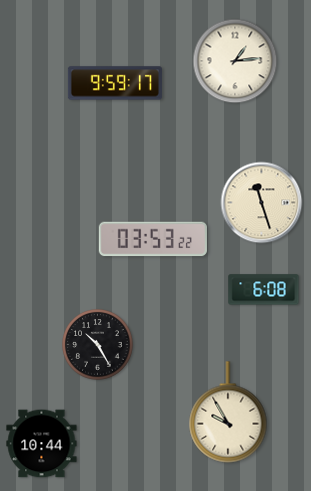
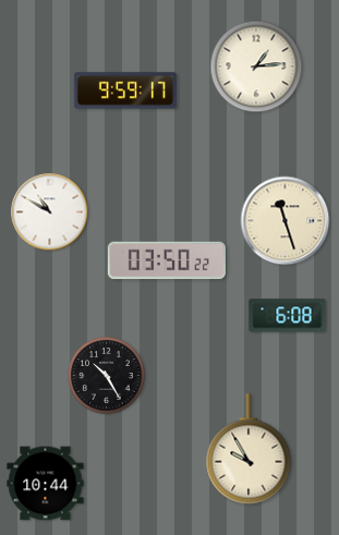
clock at (50, 212): none -> 10:50
clock at (153, 239): 03:53 -> 03:50
